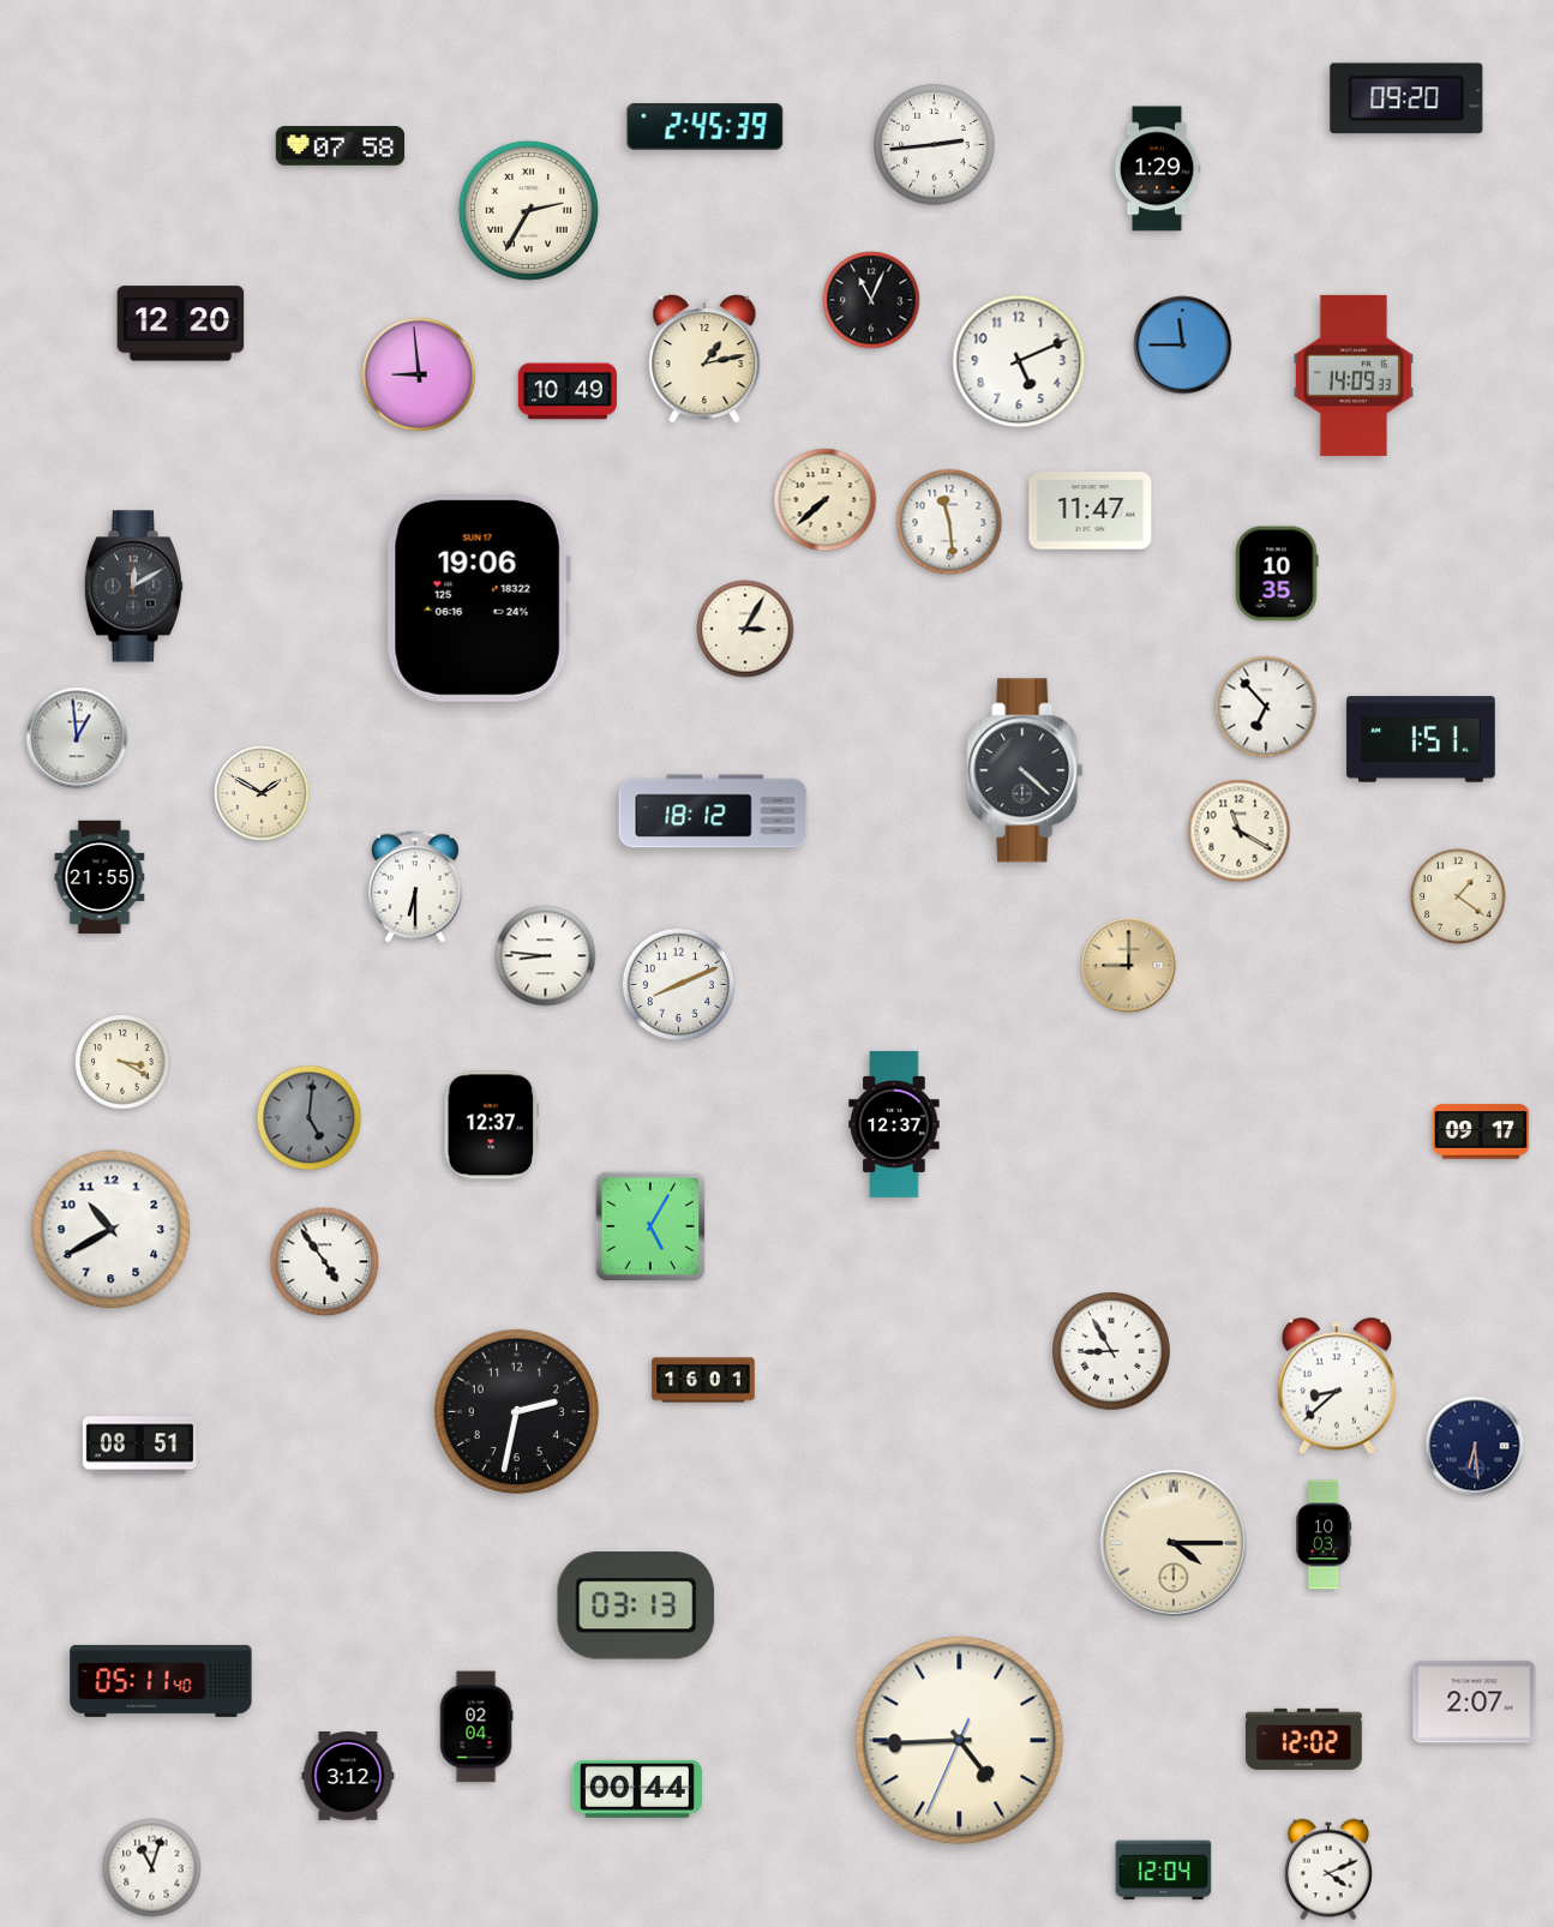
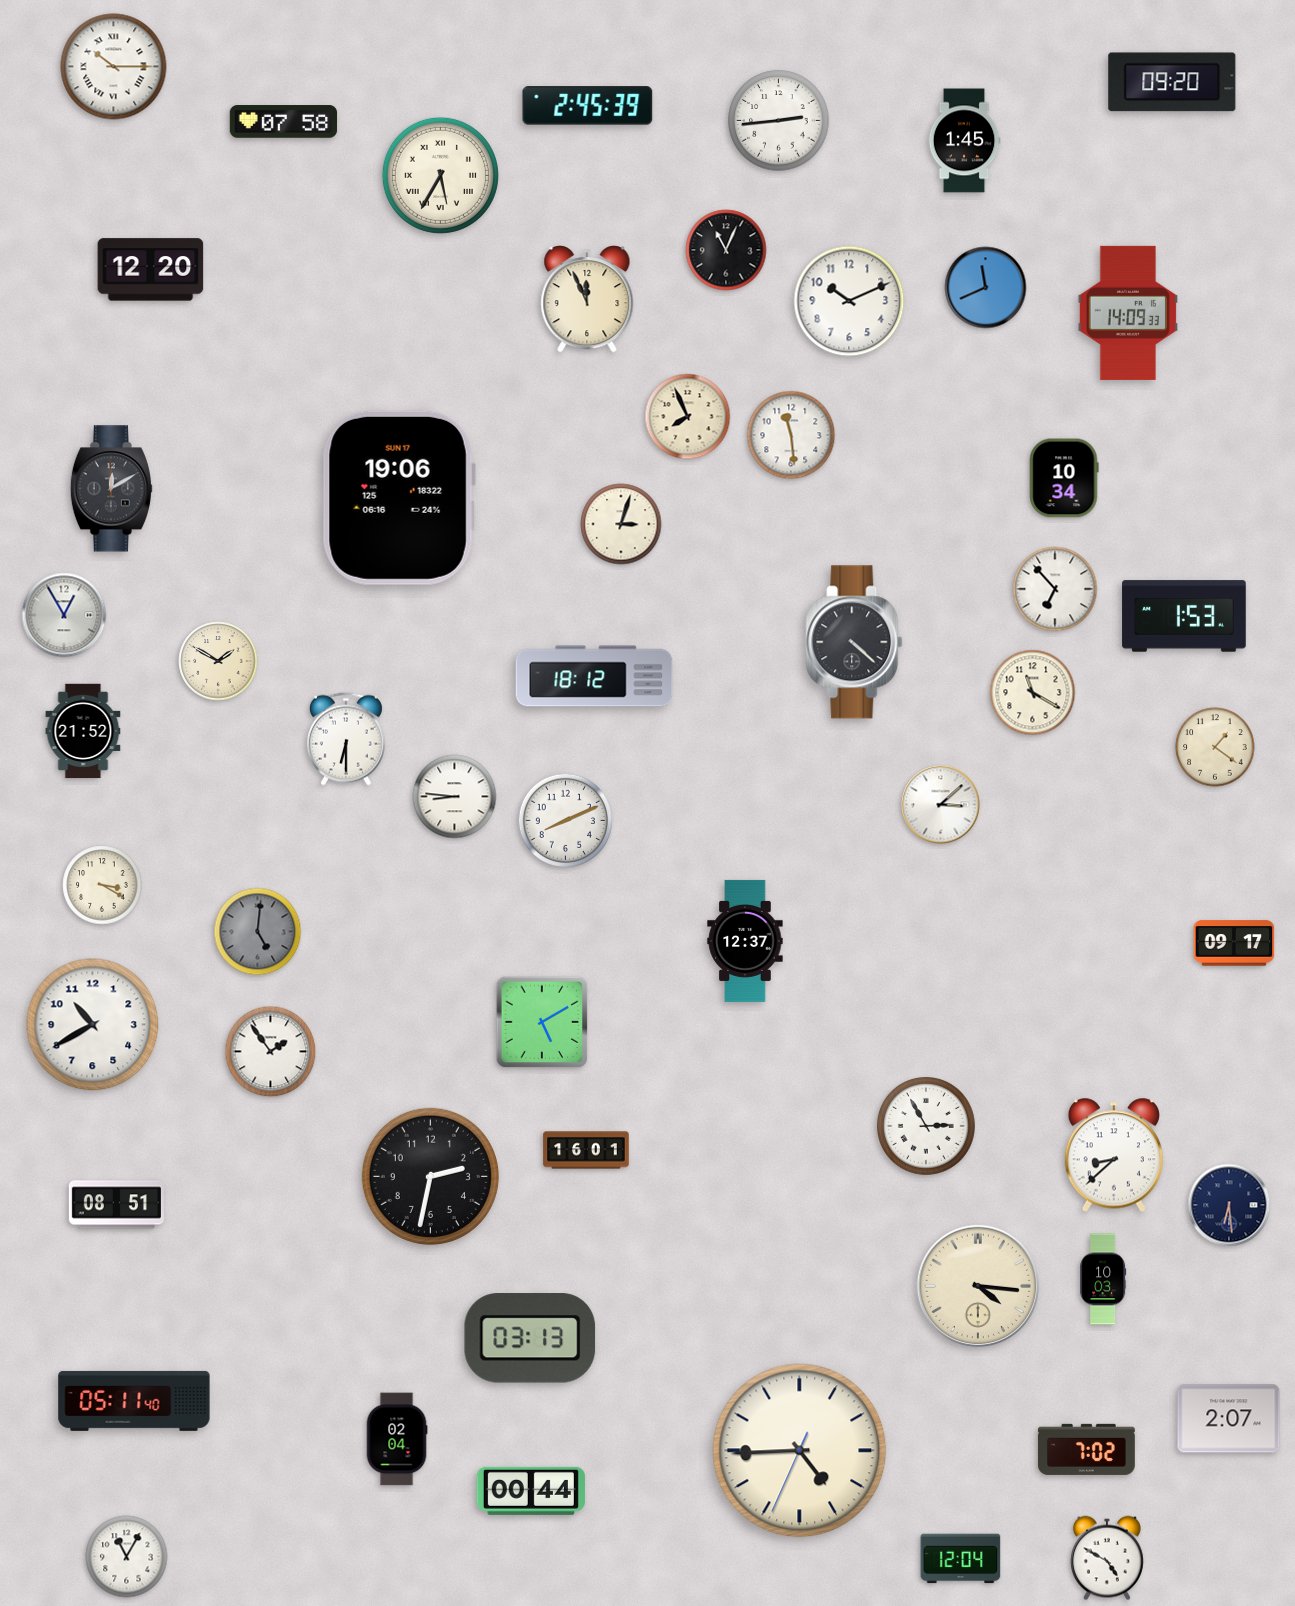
clock at (114, 67): none -> 10:15
clock at (1157, 169): 1:29 -> 1:45
clock at (528, 210): 2:35 -> 5:35
clock at (1183, 346): 11:45 -> 11:41
clock at (704, 359): 1:13 -> 11:56
clock at (1019, 361): 5:11 -> 10:11
clock at (419, 374): 8:59 -> none
clock at (568, 391): 10:49 -> none
clock at (826, 500): 7:38 -> 7:56
clock at (1091, 511): 11:47 -> none
clock at (1277, 574): 10:35 -> 10:34
clock at (745, 629): 3:05 -> 3:03
clock at (77, 738): 12:59 -> 12:55
clock at (1421, 739): 1:51 -> 1:53
clock at (100, 877): 21:55 -> 21:52
clock at (1129, 966): 9:00 -> 3:08
clock at (1129, 966) dial: champagne -> white
clock at (894, 1124) position: (894, 1124) -> (745, 941)
clock at (492, 1125): 12:37 -> none
clock at (650, 1226): 5:05 -> 5:10
clock at (325, 1262): 4:54 -> 1:54
clock at (1112, 1352): 8:55 -> 2:55
clock at (1172, 1542): 4:15 -> 4:16
clock at (1303, 1739): 12:02 -> 7:02
clock at (348, 1777): 3:12 -> none
clock at (152, 1868): 11:03 -> 11:05
clock at (1328, 1869): 4:11 -> 4:50
clock at (1164, 1871) position: (1164, 1871) -> (961, 1559)
